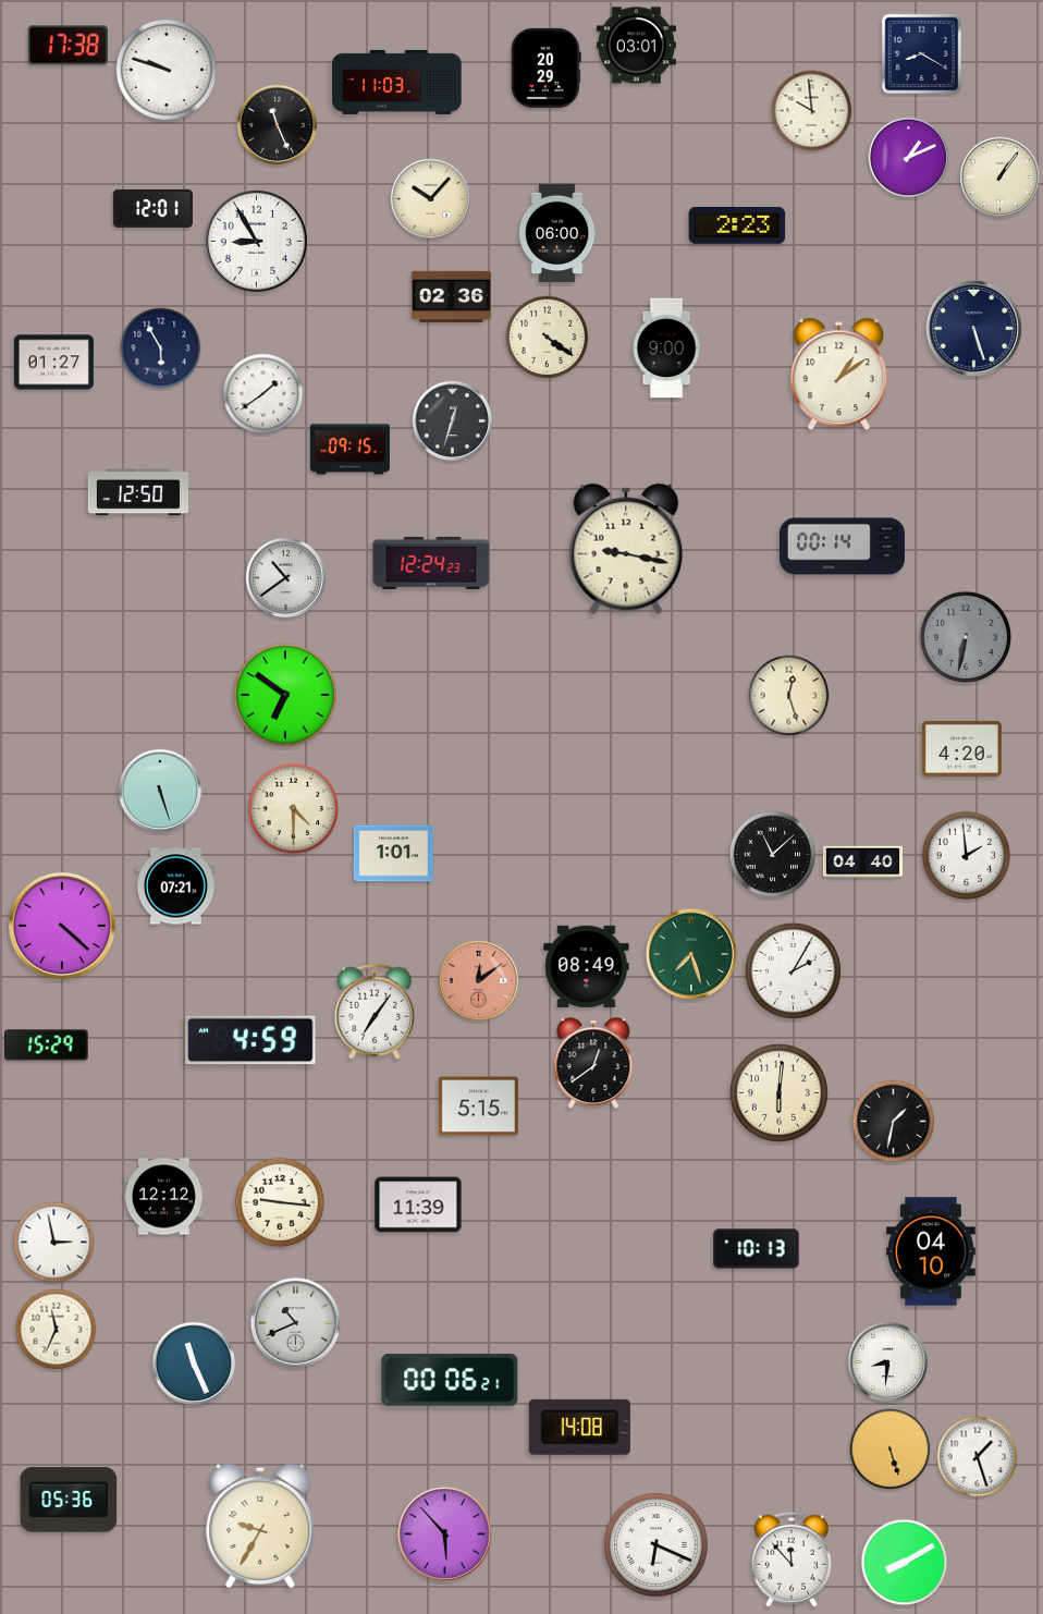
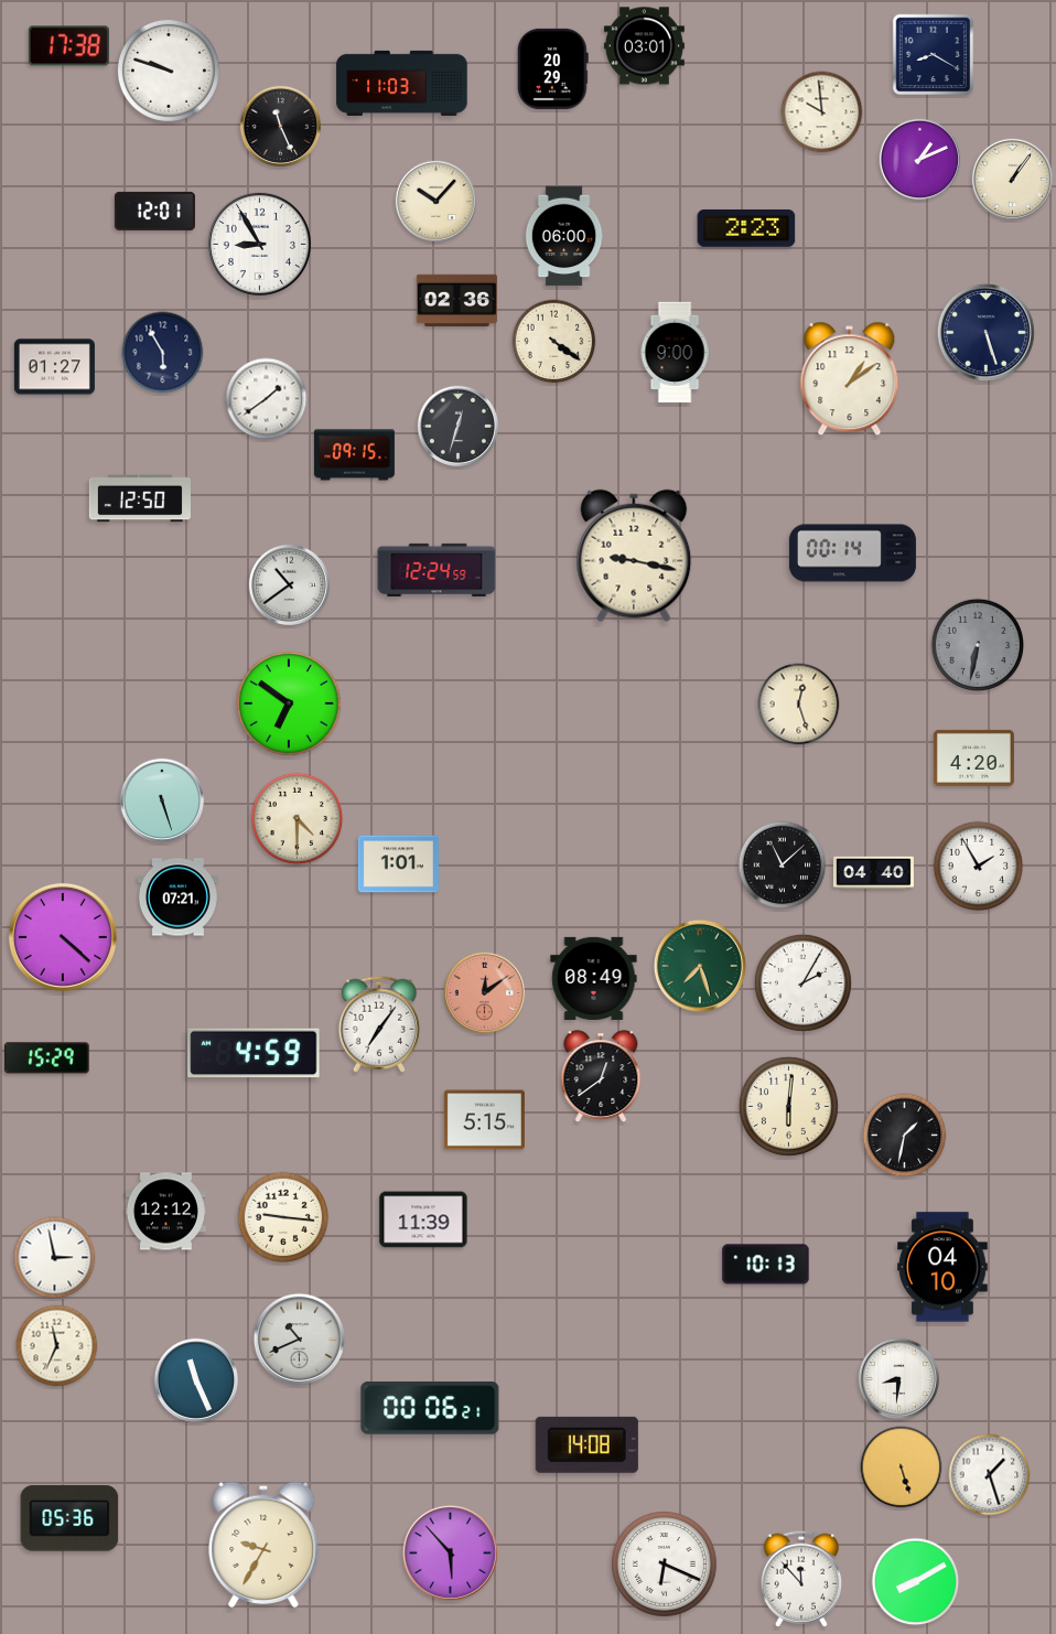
clock at (431, 563): 12:24:23 -> 12:24:59
clock at (967, 856): 1:59 -> 1:55
clock at (450, 1380) position: (450, 1380) -> (430, 1408)
